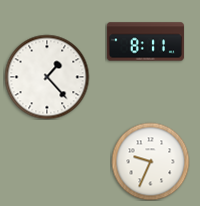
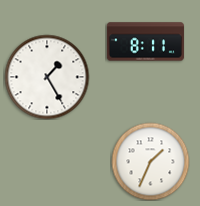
clock at (47, 77): 1:23 -> 1:25
clock at (150, 161): 9:34 -> 1:34
